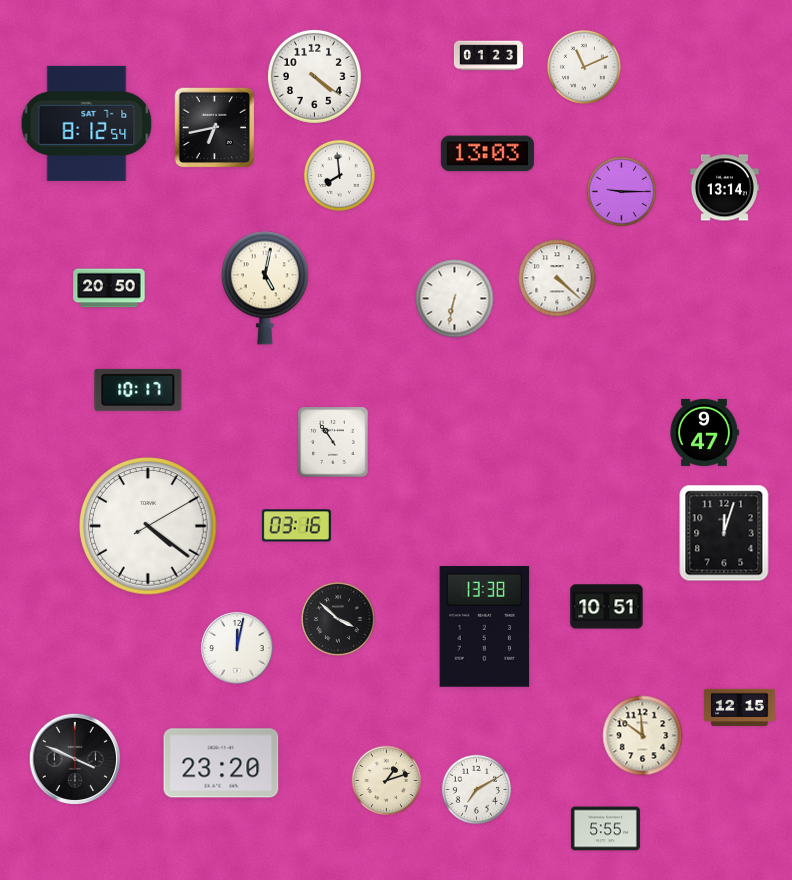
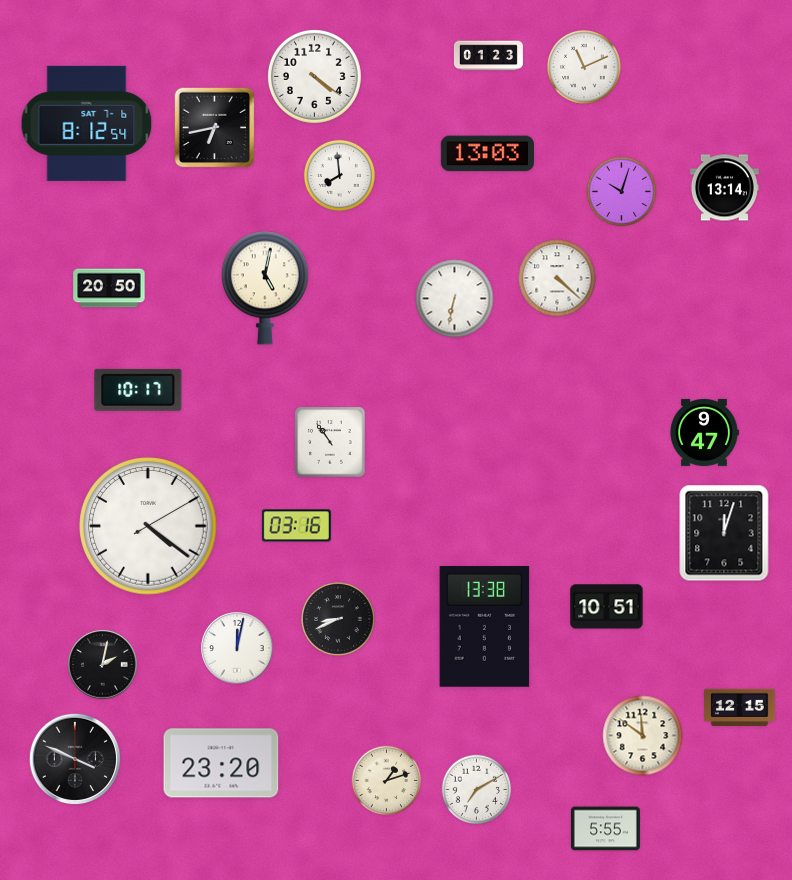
clock at (622, 192): 9:15 -> 10:03
clock at (333, 442) position: (333, 442) -> (330, 442)
clock at (339, 620): 3:52 -> 8:41
clock at (103, 665): none -> 2:02
